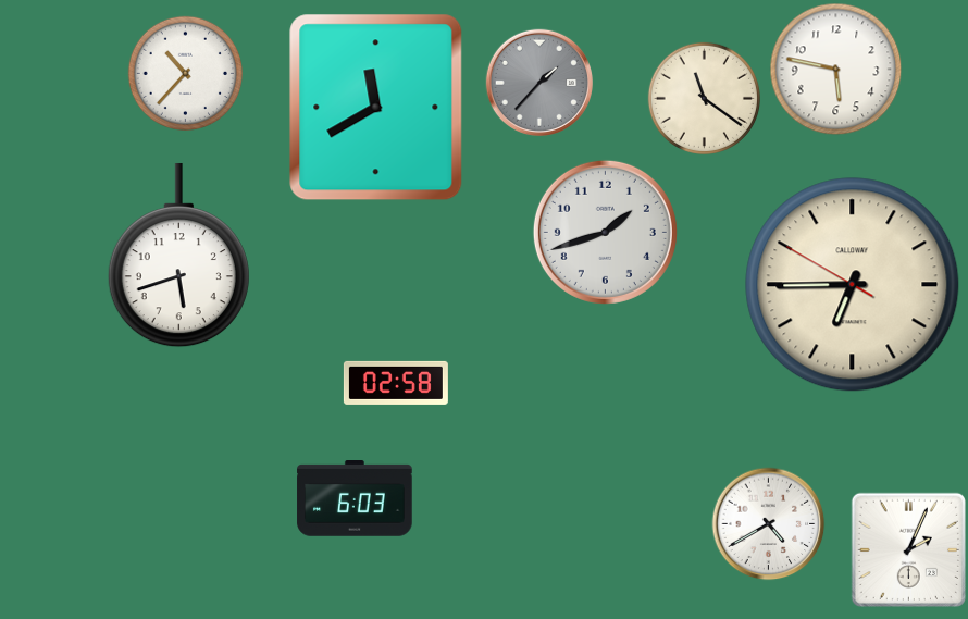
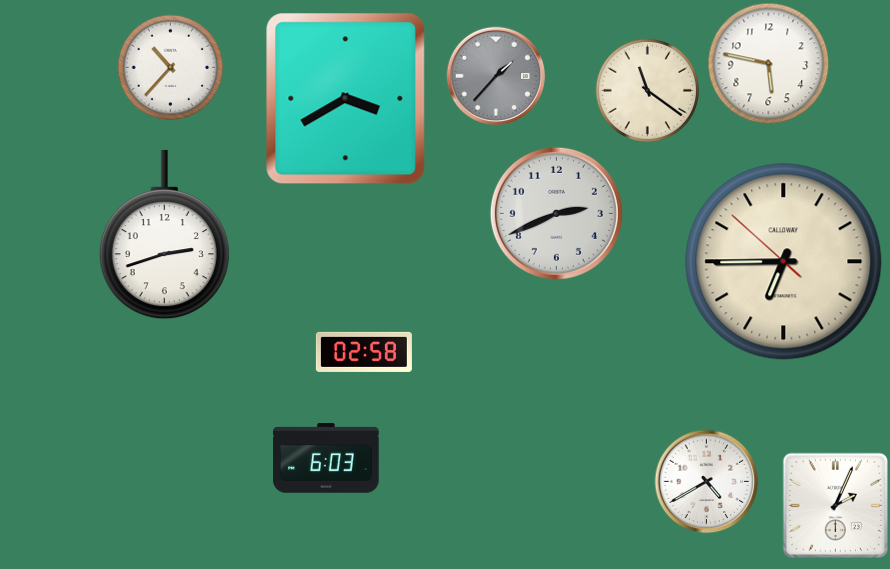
clock at (376, 108): 11:40 -> 3:40
clock at (605, 232): 1:42 -> 2:41
clock at (178, 256): 5:42 -> 2:42
clock at (853, 285): 6:44:50 -> 6:44:52
